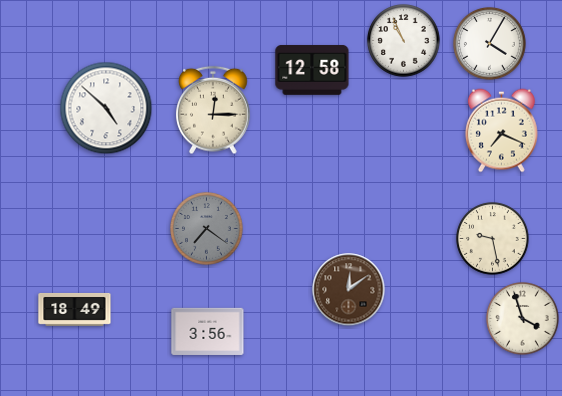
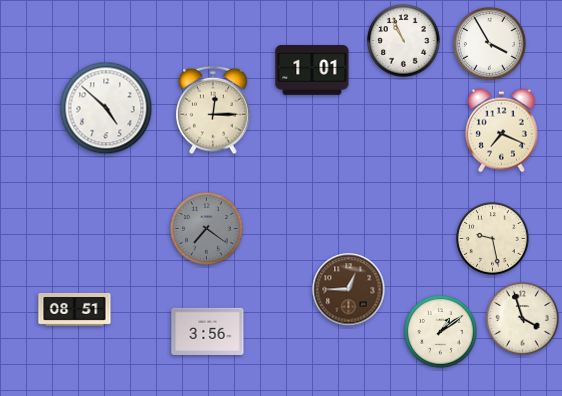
clock at (490, 44): 4:05 -> 3:55
clock at (312, 71): 12:58 -> 1:01
clock at (349, 290): 12:09 -> 12:45
clock at (75, 309): 18:49 -> 08:51
clock at (441, 332): none -> 1:09
